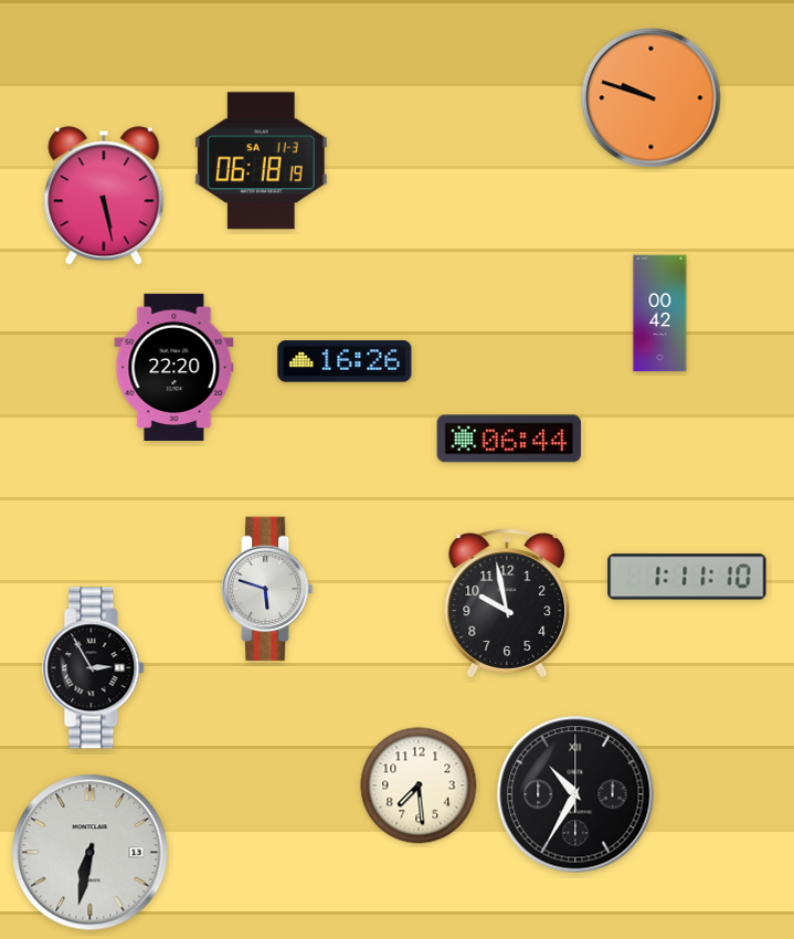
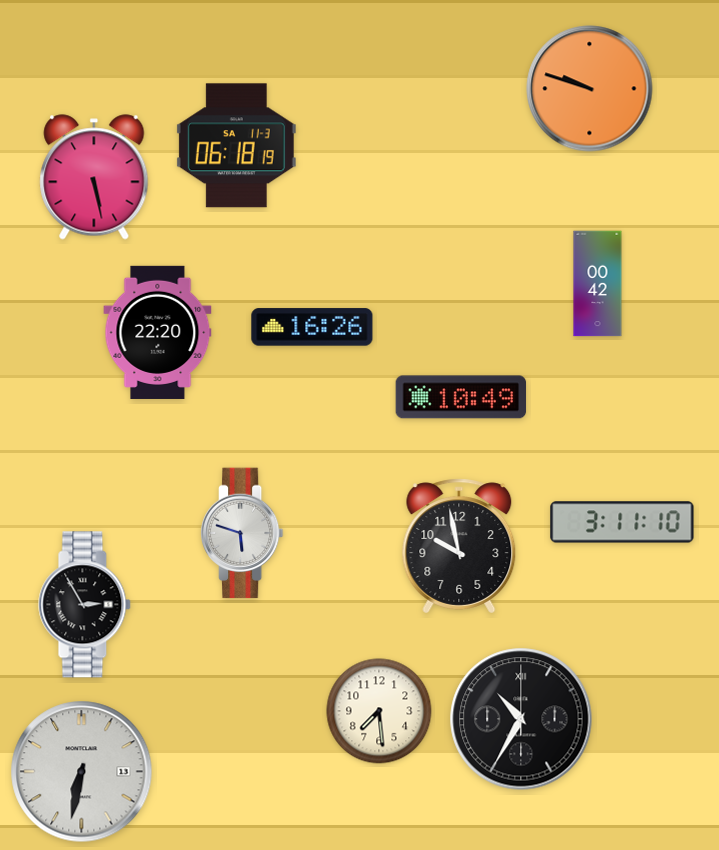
clock at (509, 439): 06:44 -> 10:49
clock at (687, 577): 1:11 -> 3:11
